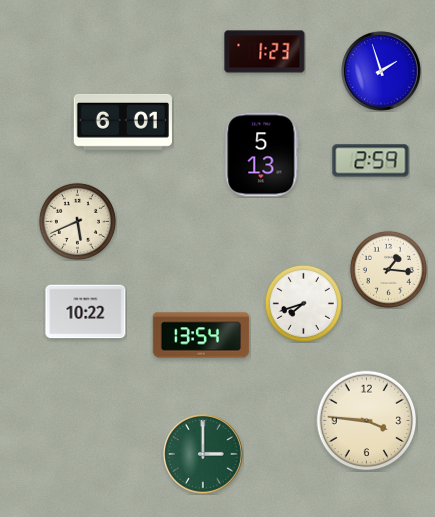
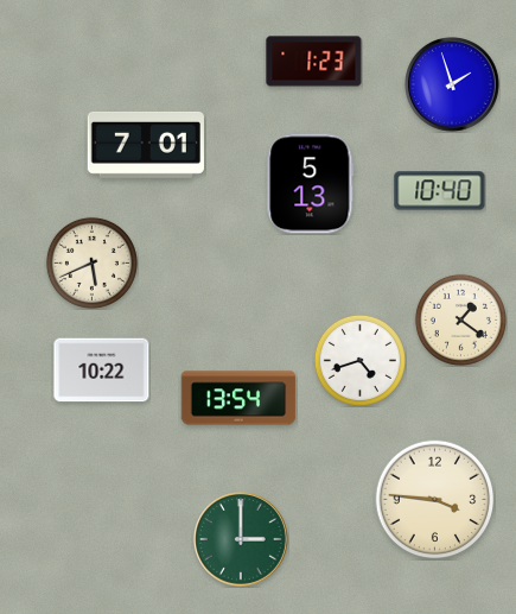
clock at (123, 122): 6:01 -> 7:01
clock at (371, 161): 2:59 -> 10:40
clock at (388, 269): 1:16 -> 1:21
clock at (303, 303): 7:42 -> 4:42
